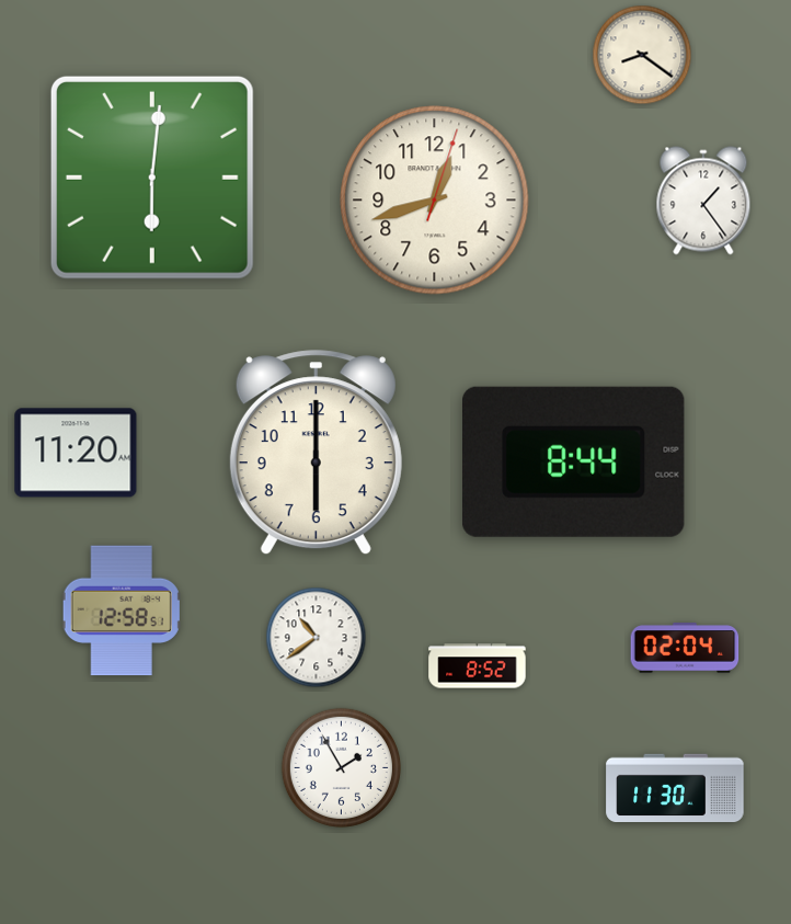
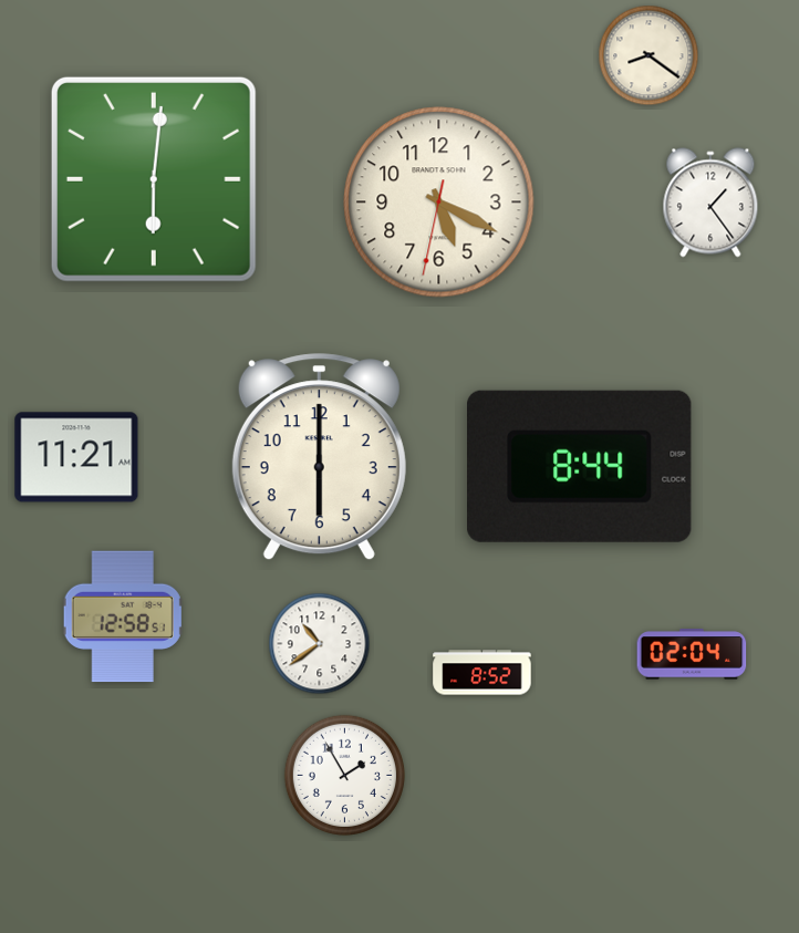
clock at (435, 201): 12:42 -> 5:19
clock at (76, 453): 11:20 -> 11:21
clock at (675, 787): 11:30 -> none
